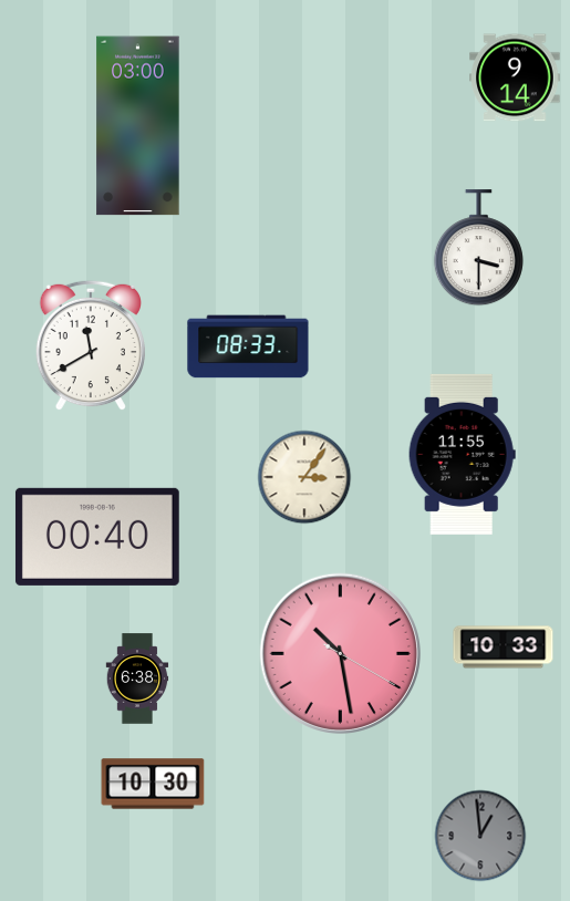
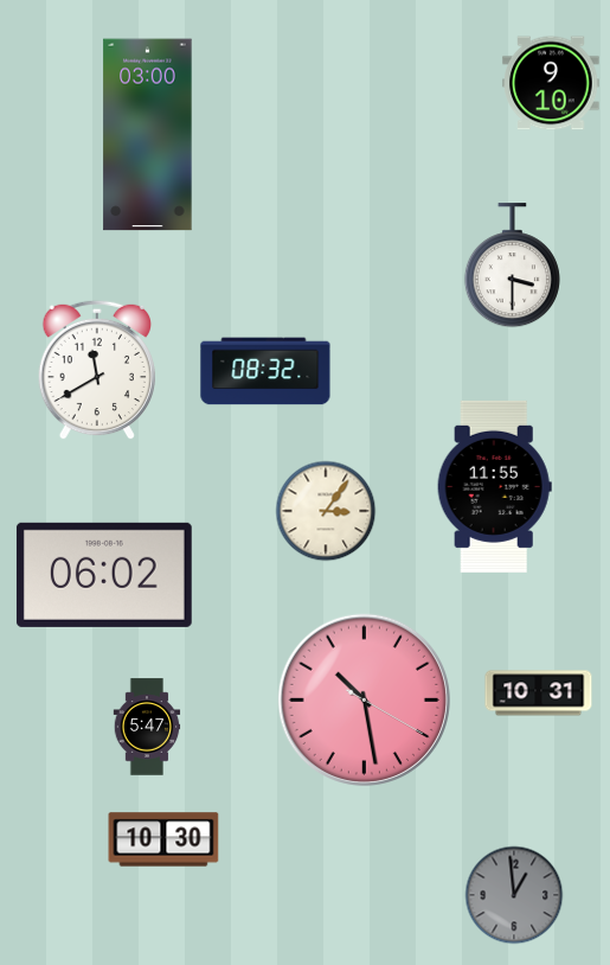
clock at (515, 77): 9:14 -> 9:10
clock at (248, 346): 08:33 -> 08:32
clock at (97, 537): 00:40 -> 06:02
clock at (504, 648): 10:33 -> 10:31
clock at (137, 679): 6:38 -> 5:47
